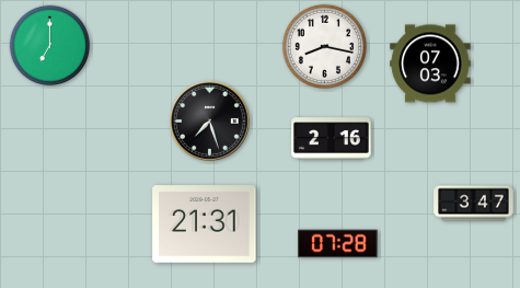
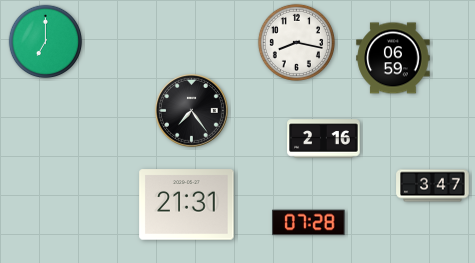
clock at (430, 64): 07:03 -> 06:59
clock at (210, 122): 7:27 -> 7:24
clock at (332, 139) position: (332, 139) -> (324, 139)
